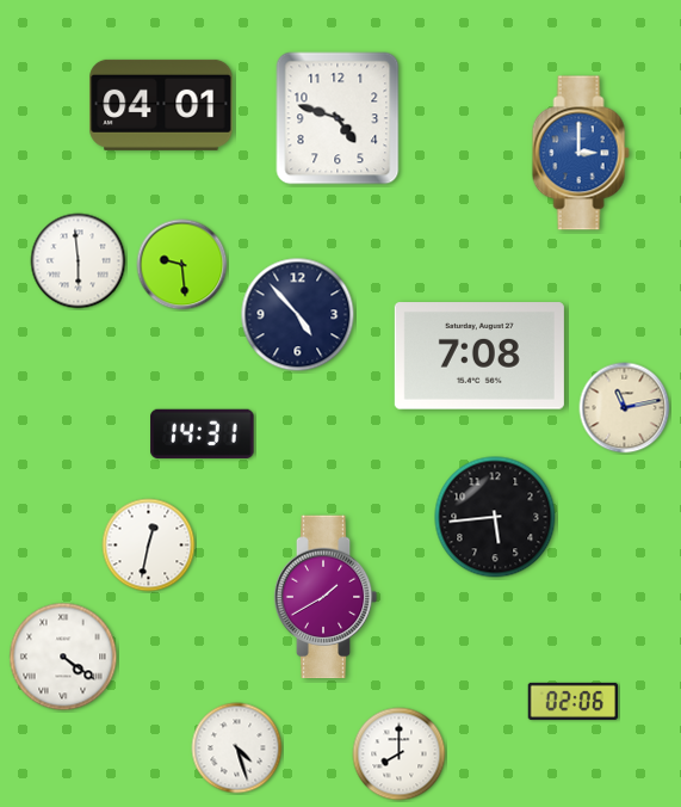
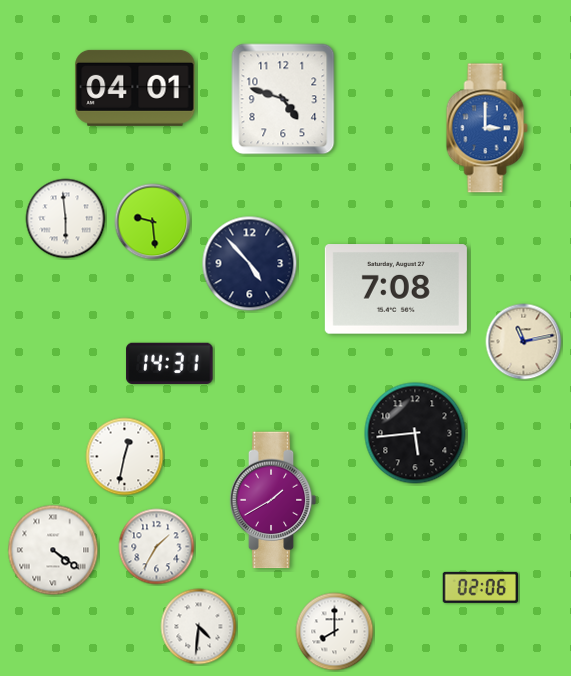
clock at (479, 356) position: (479, 356) -> (396, 289)
clock at (157, 547): none -> 1:35
clock at (237, 749): 4:27 -> 4:31
